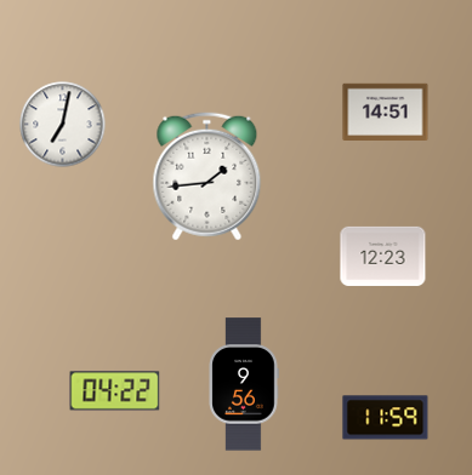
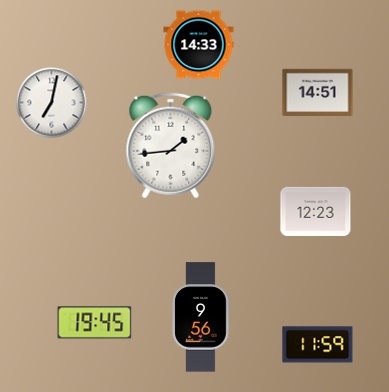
clock at (199, 45): none -> 14:33
clock at (115, 391): 04:22 -> 19:45
